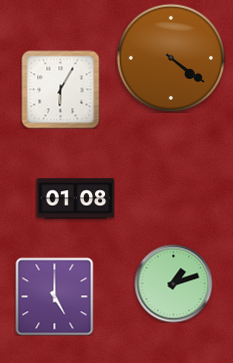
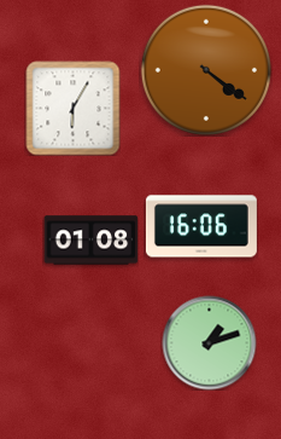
clock at (201, 226): none -> 16:06
clock at (54, 296): 5:00 -> none
